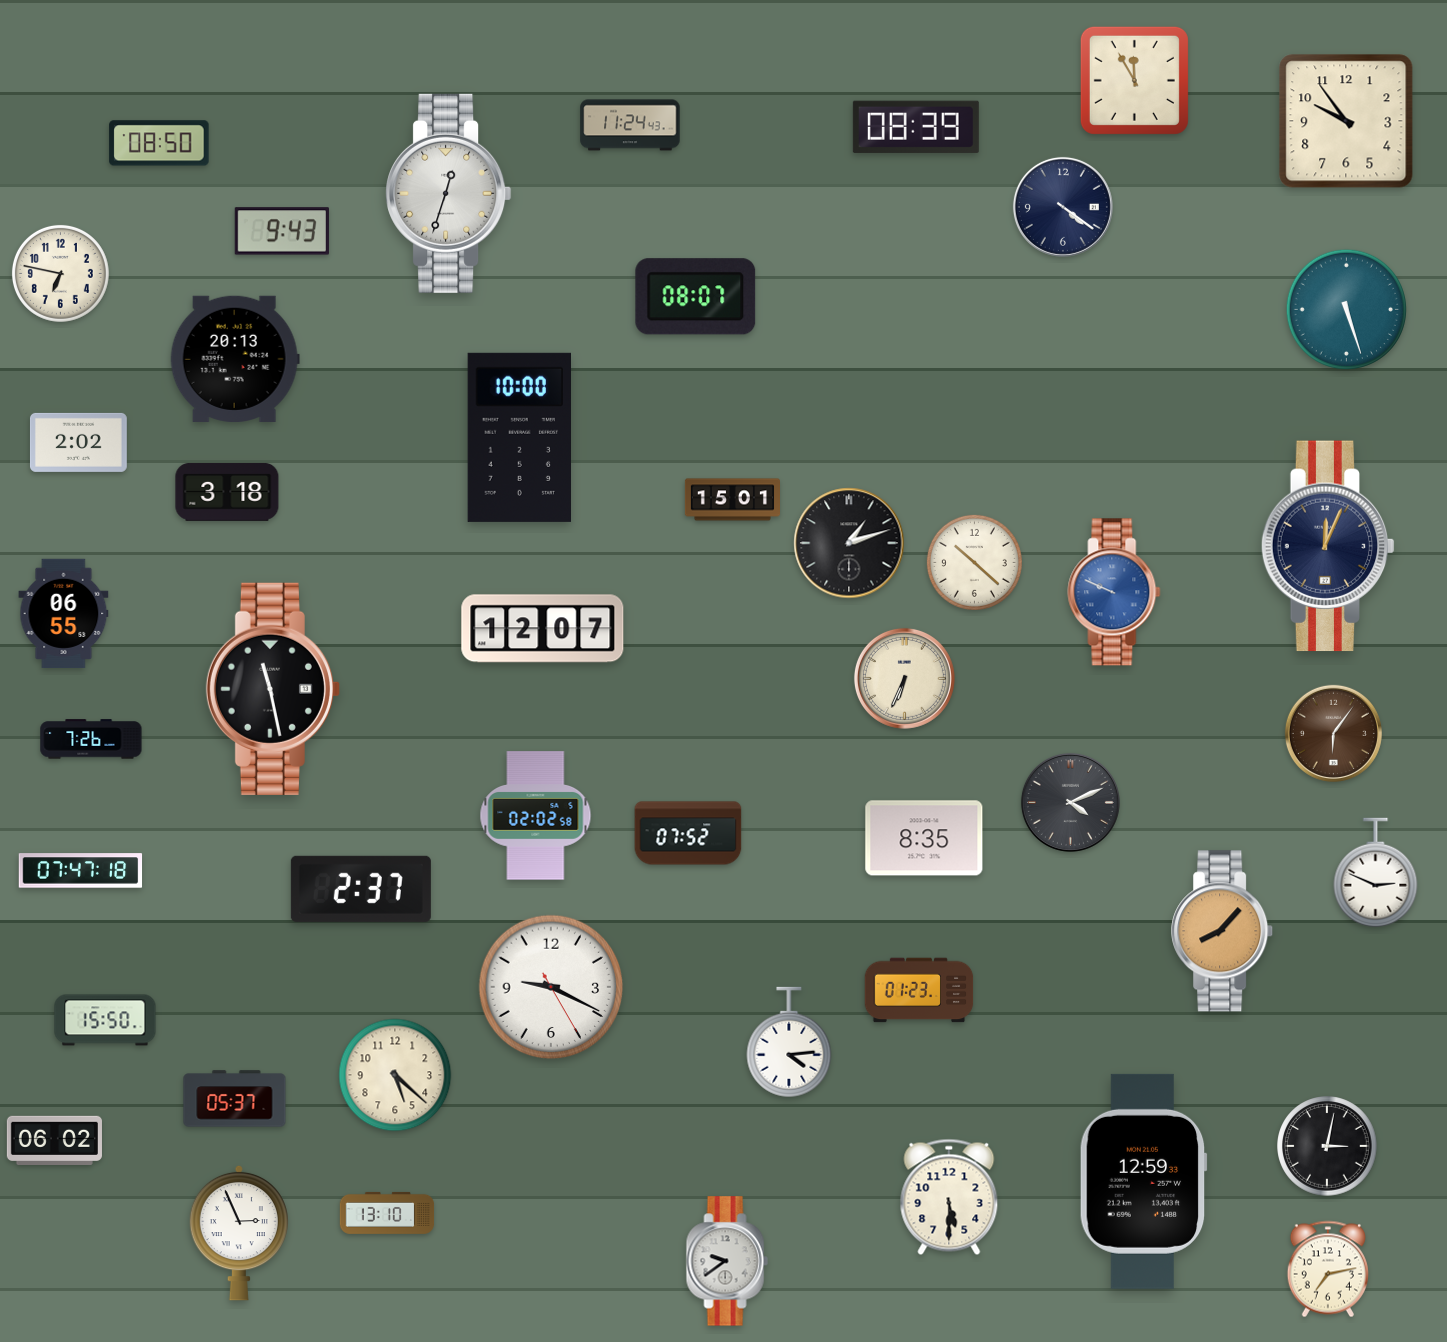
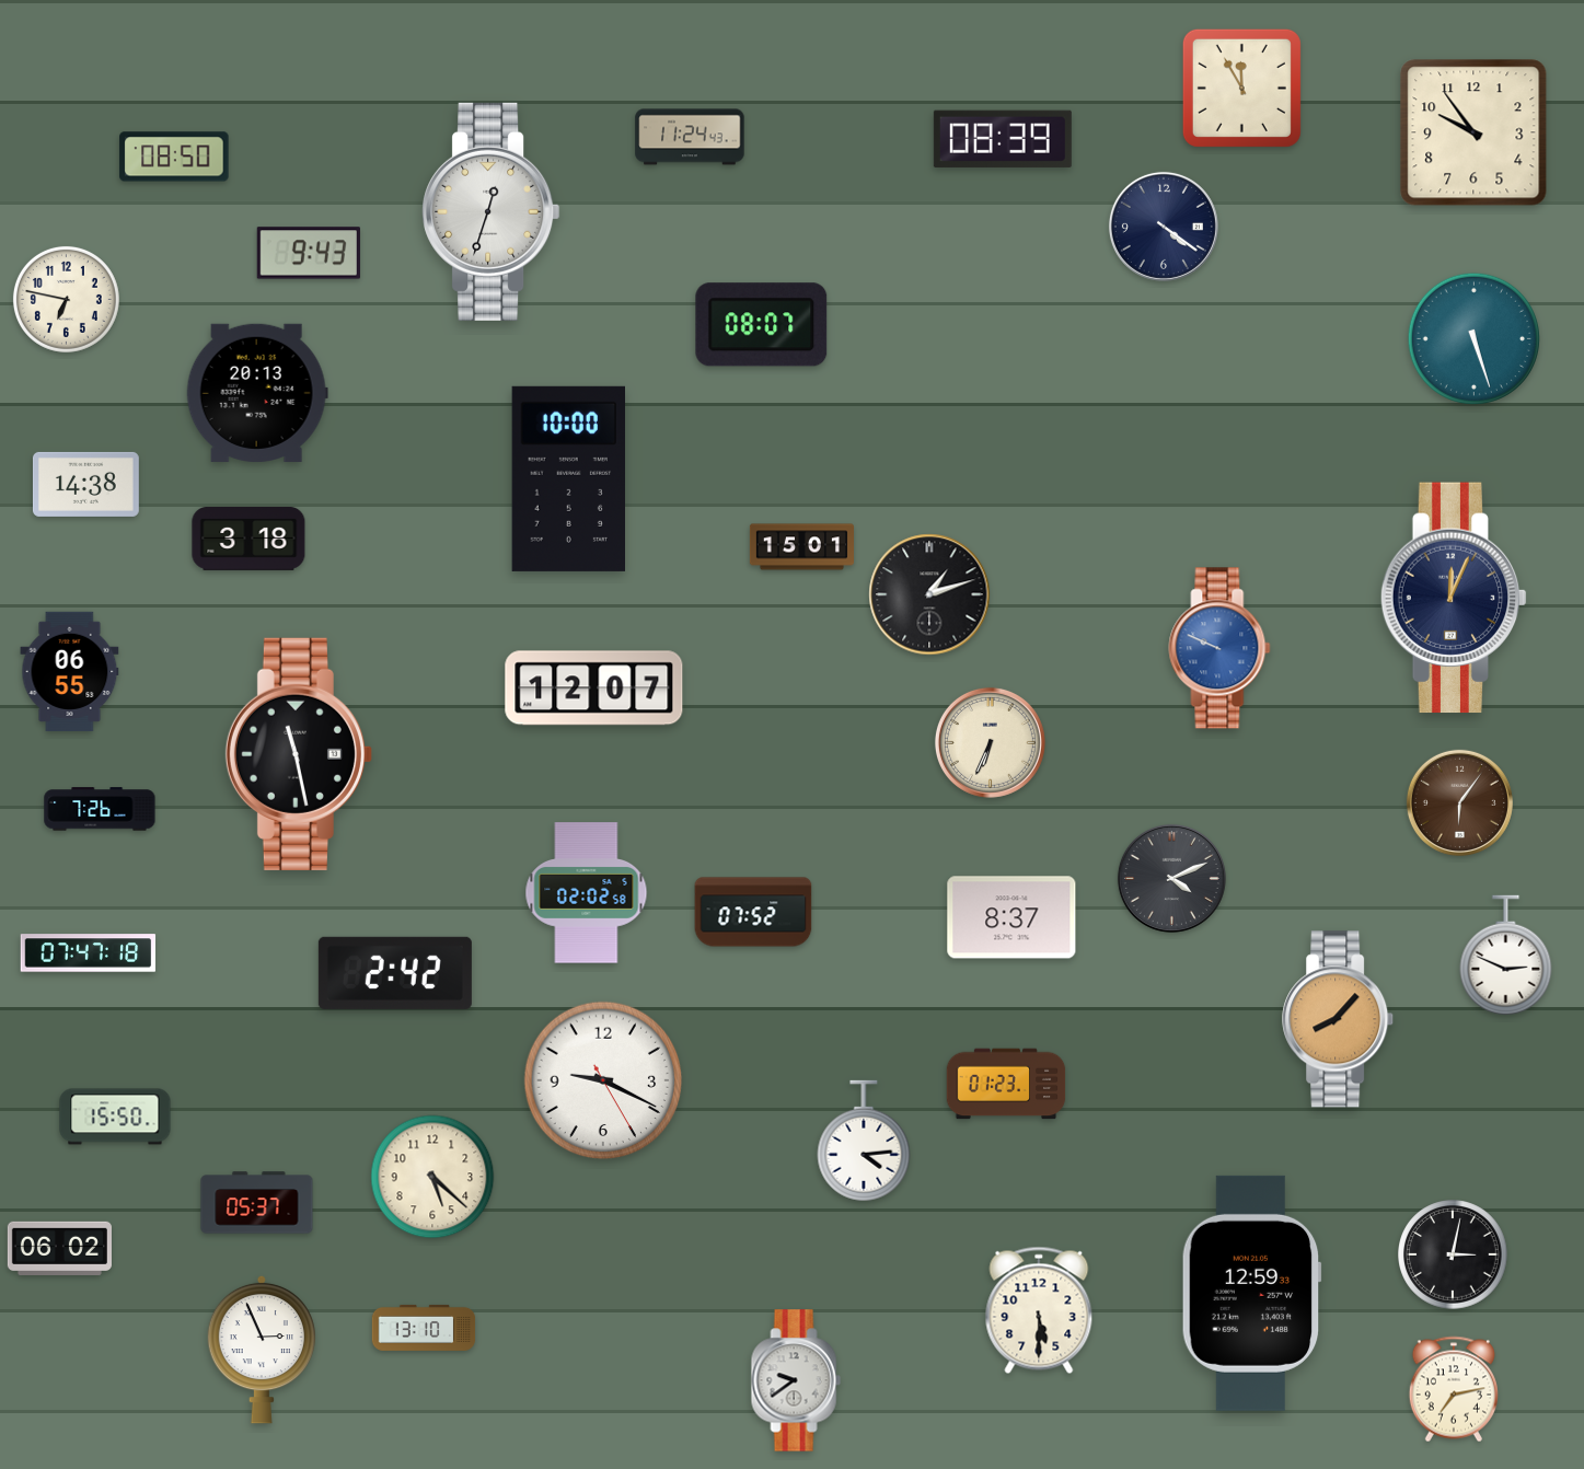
clock at (78, 442): 2:02 -> 14:38
clock at (974, 562): 10:22 -> none
clock at (924, 838): 8:35 -> 8:37
clock at (361, 889): 2:37 -> 2:42
